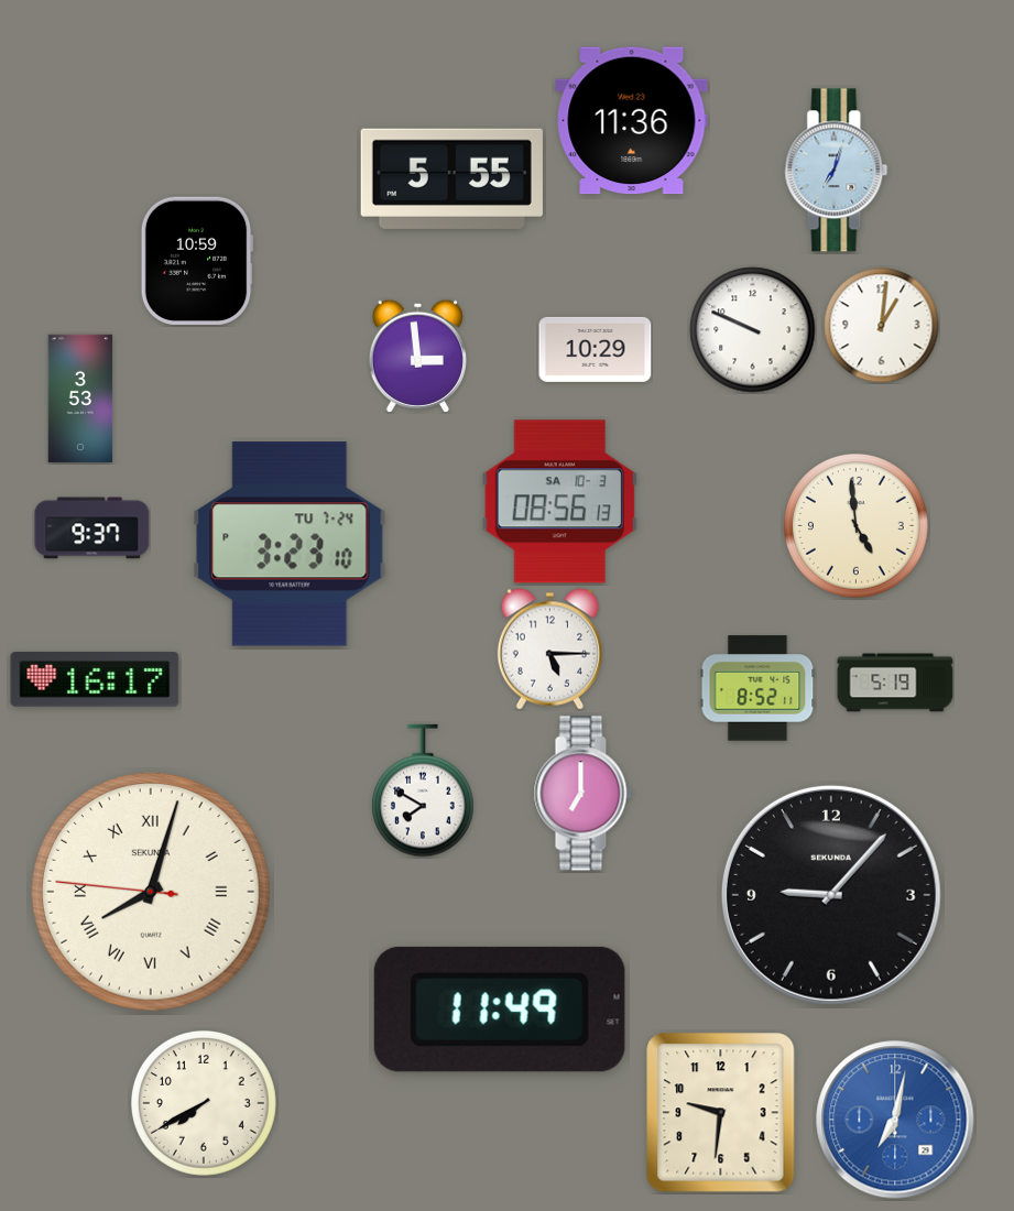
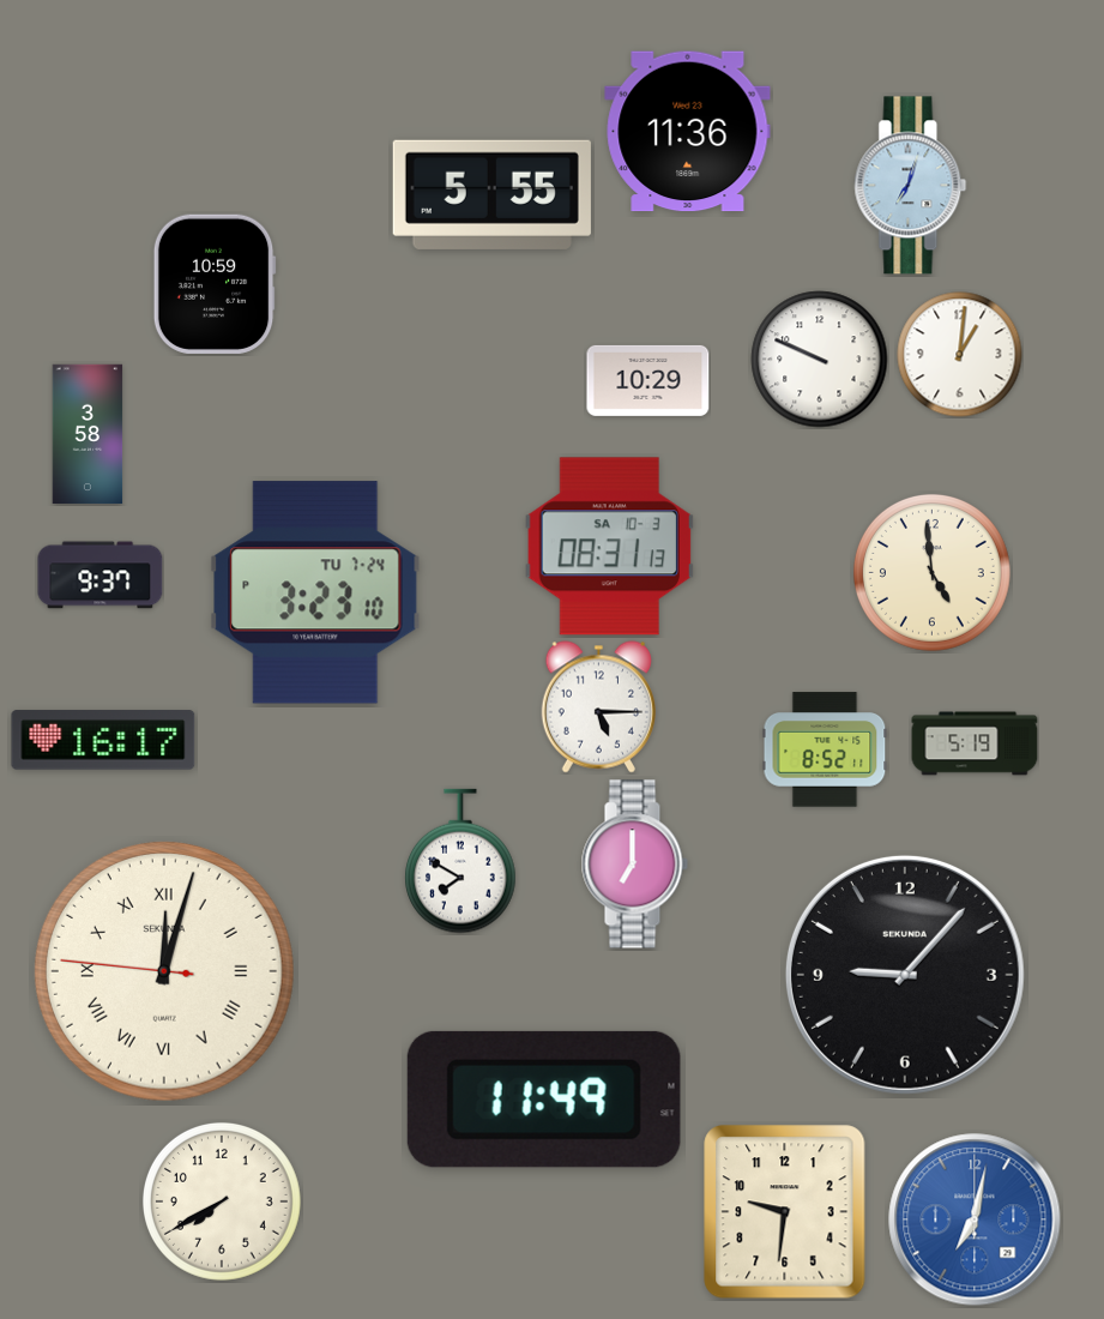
clock at (417, 356): 2:59 -> none
clock at (80, 399): 3:53 -> 3:58
clock at (559, 502): 08:56 -> 08:31
clock at (151, 892): 8:02 -> 12:02
